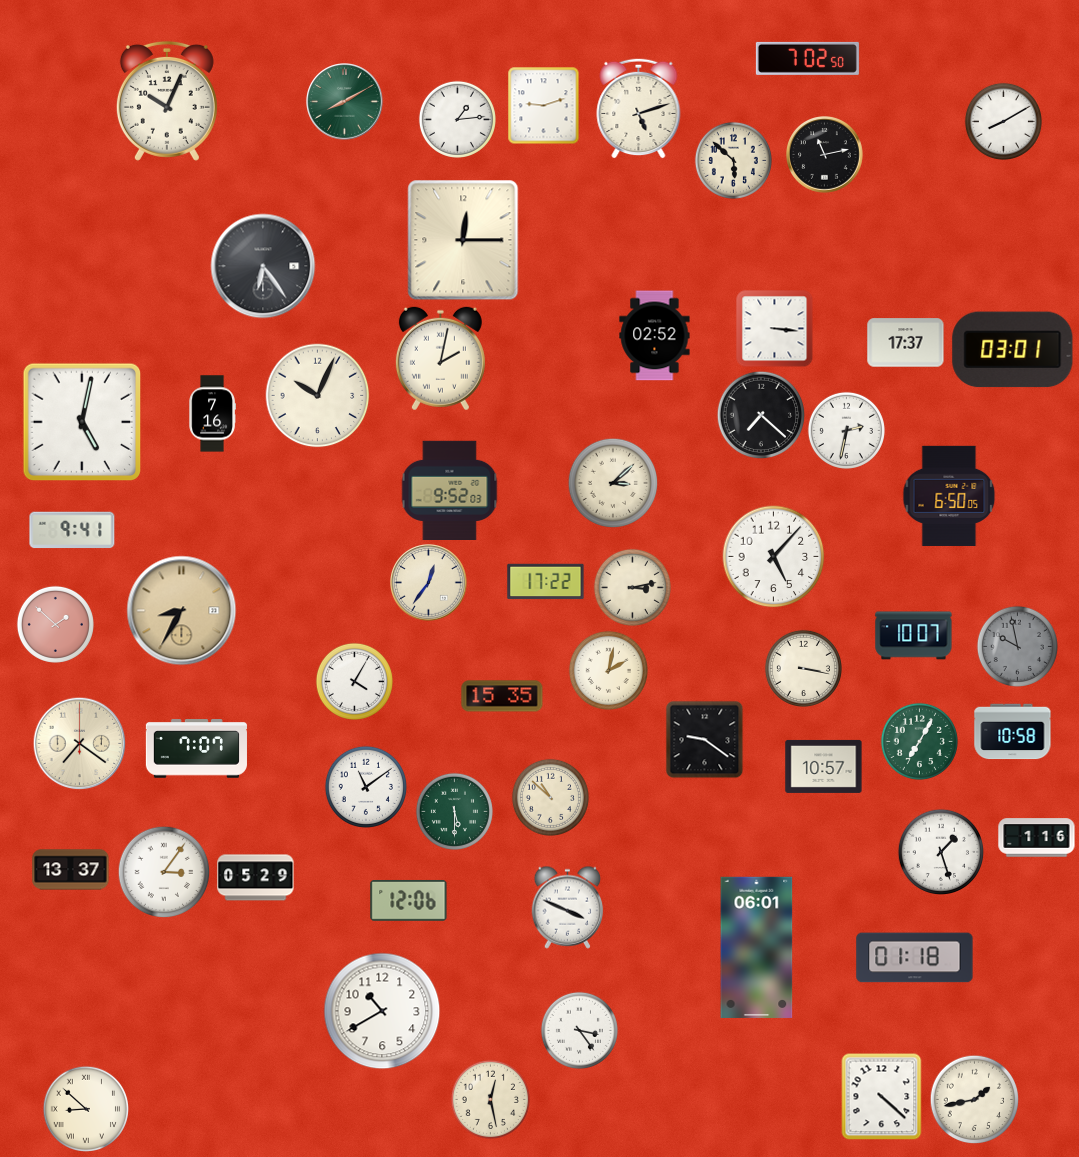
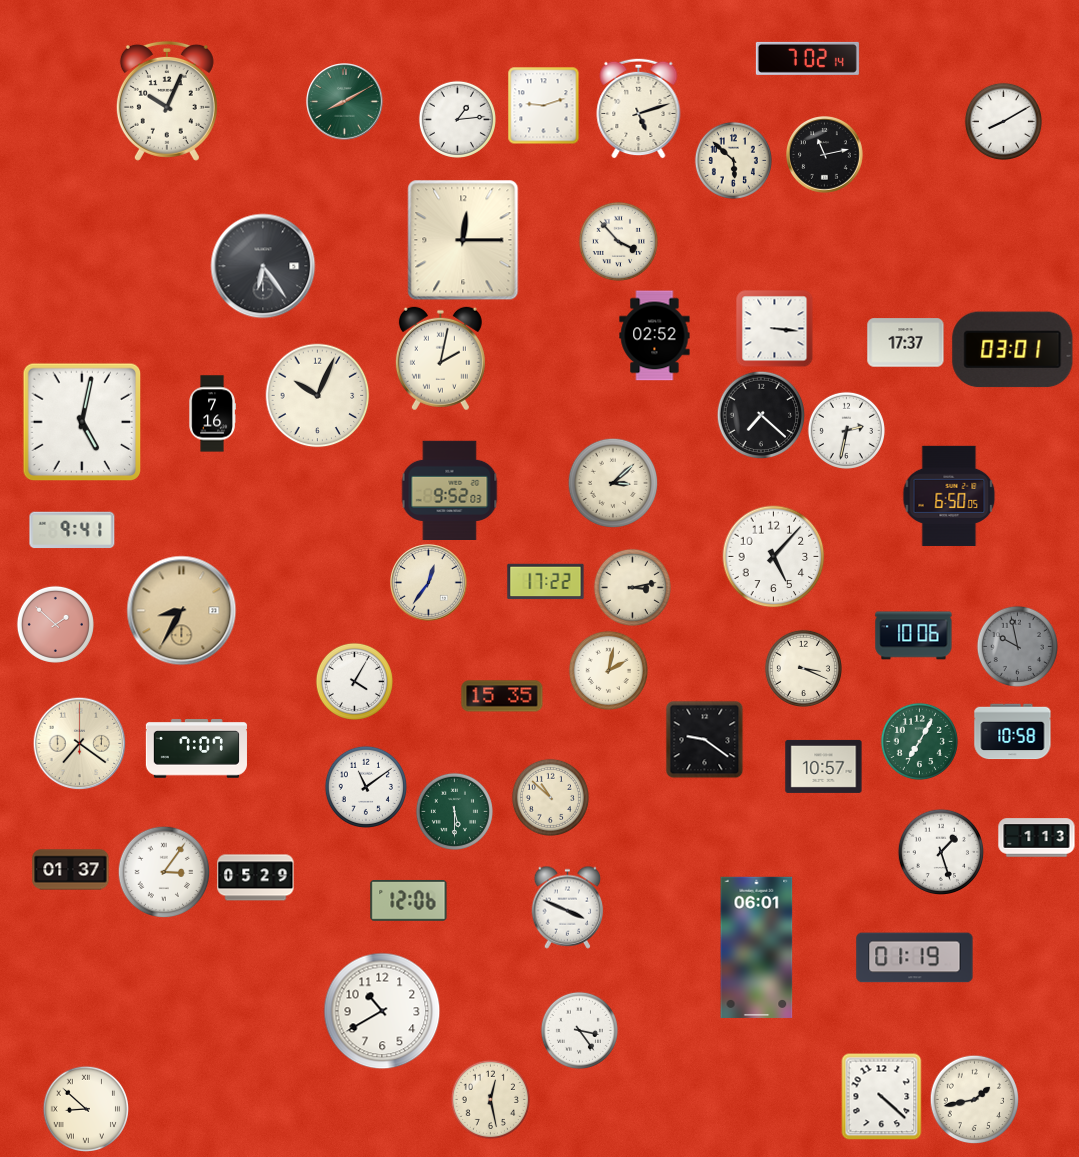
clock at (807, 58): 7:02:50 -> 7:02:14
clock at (618, 241): none -> 3:53
clock at (914, 636): 10:07 -> 10:06
clock at (803, 668): 3:17 -> 3:19
clock at (1037, 838): 1:16 -> 1:13
clock at (71, 870): 13:37 -> 01:37
clock at (915, 958): 01:18 -> 01:19
